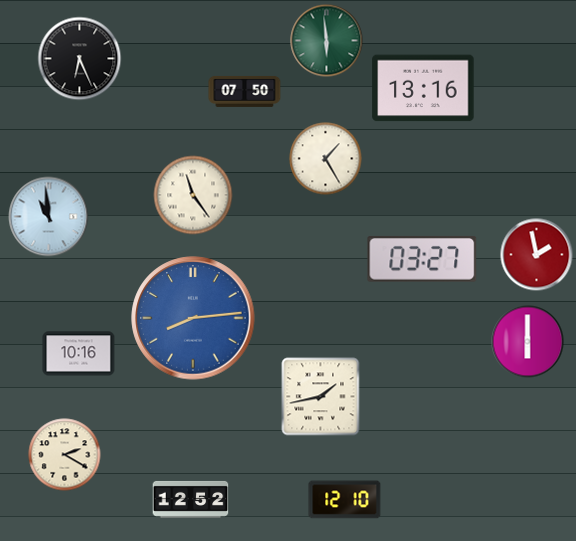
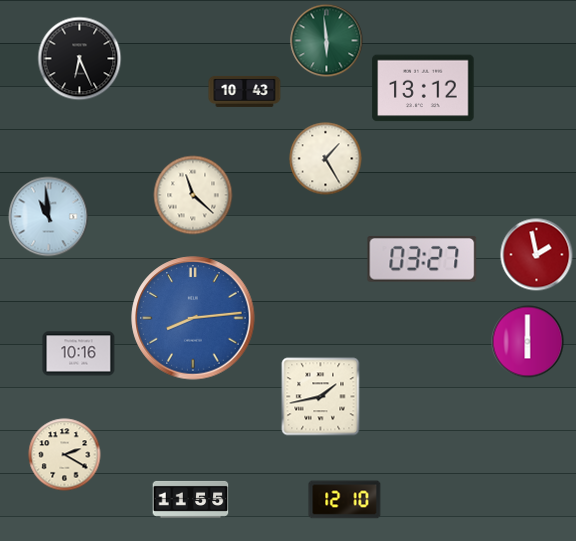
clock at (423, 88): 13:16 -> 13:12
clock at (245, 91): 07:50 -> 10:43
clock at (193, 195): 11:24 -> 11:22
clock at (191, 499): 12:52 -> 11:55
